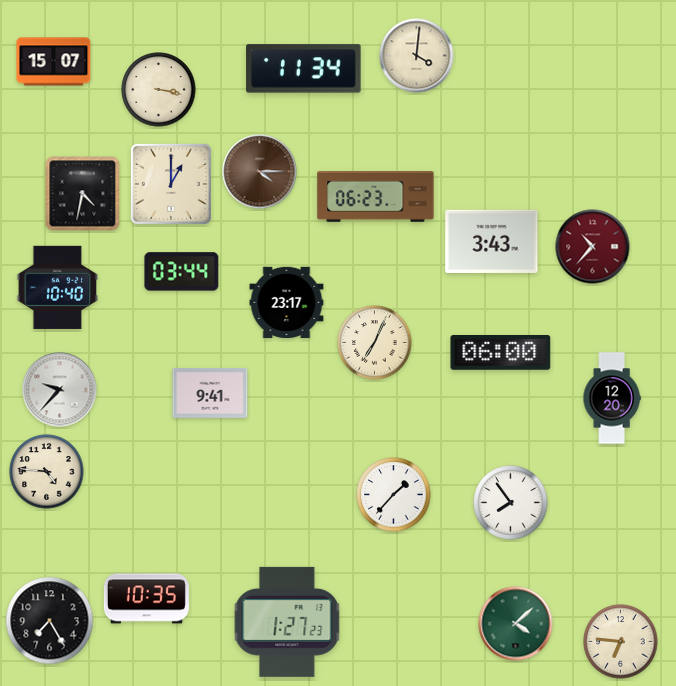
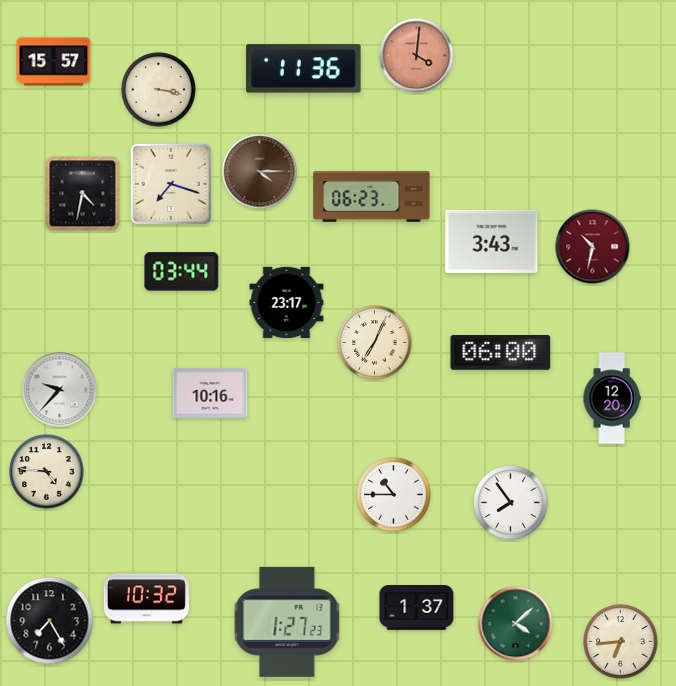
clock at (417, 56) dial: cream -> salmon
clock at (54, 62): 15:07 -> 15:57
clock at (304, 69): 11:34 -> 11:36
clock at (171, 184): 1:00 -> 7:18
clock at (376, 197) position: (376, 197) -> (372, 197)
clock at (593, 247): 10:37 -> 10:32
clock at (58, 287): 10:40 -> none
clock at (210, 393): 9:41 -> 10:16
clock at (394, 495): 1:37 -> 10:45
clock at (146, 599): 10:35 -> 10:32
clock at (417, 608): none -> 1:37
clock at (621, 642): 6:46 -> 6:44
